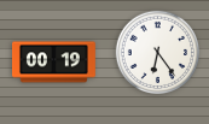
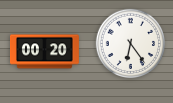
clock at (54, 63): 00:19 -> 00:20
